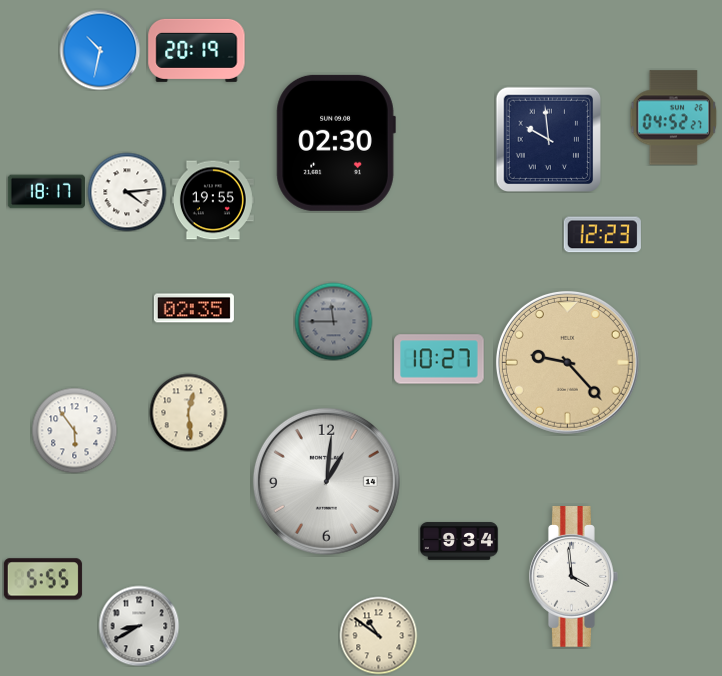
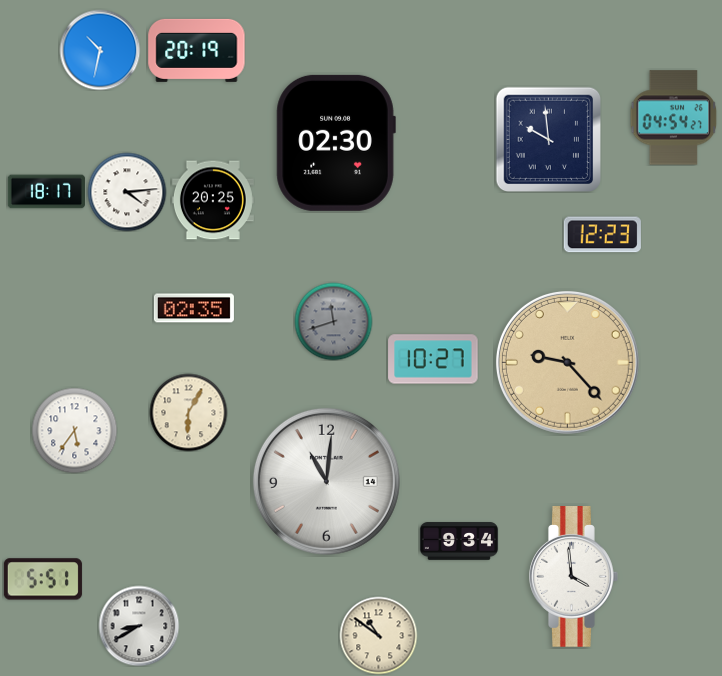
clock at (674, 118): 04:52 -> 04:54
clock at (213, 200): 19:55 -> 20:25
clock at (333, 321): 11:45 -> 11:42
clock at (439, 359) position: (439, 359) -> (433, 359)
clock at (188, 412): 12:29 -> 6:05
clock at (74, 430): 5:54 -> 5:36
clock at (326, 481): 1:01 -> 11:01
clock at (43, 579): 5:55 -> 5:51
